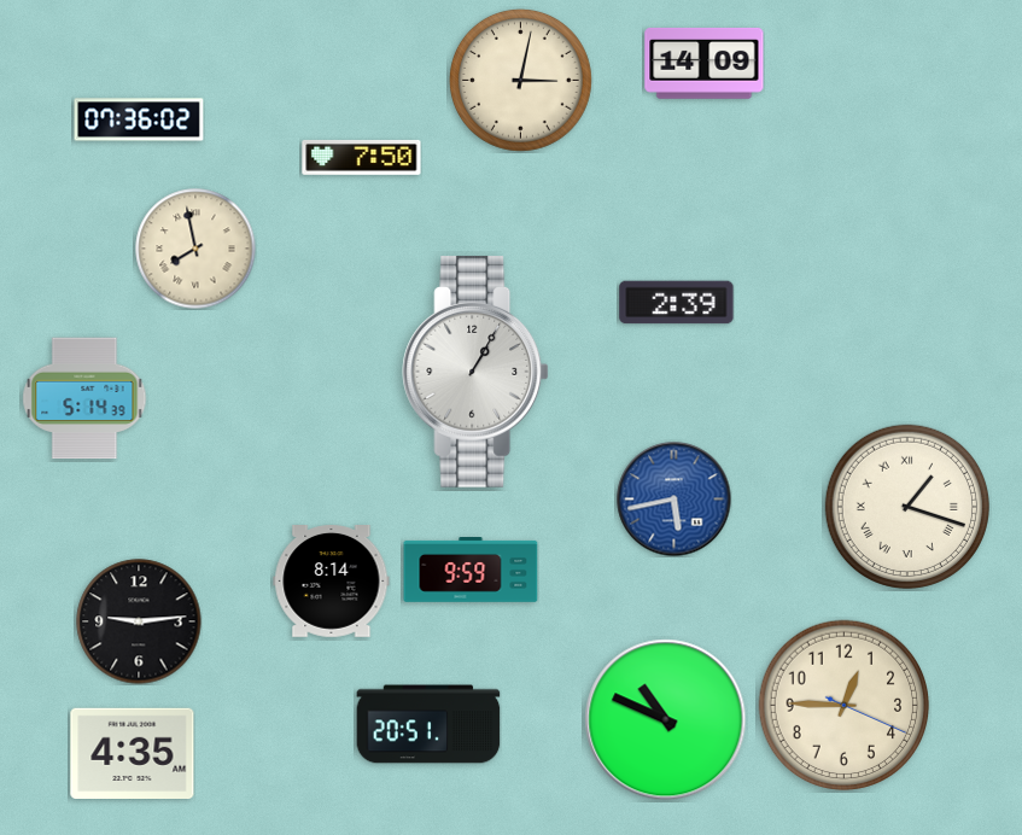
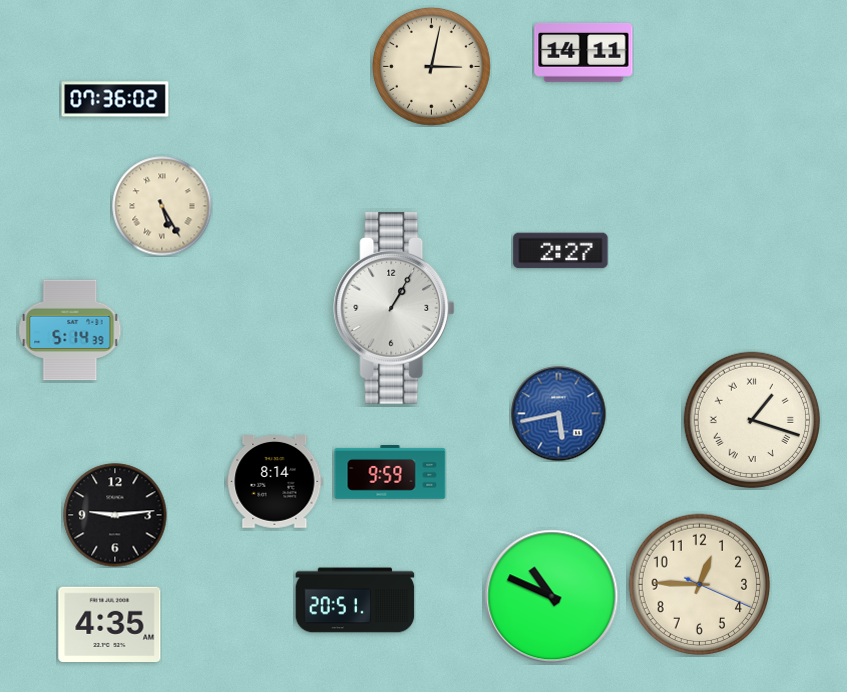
clock at (705, 63): 14:09 -> 14:11
clock at (362, 157): 7:50 -> none
clock at (195, 249): 7:58 -> 5:25
clock at (677, 303): 2:39 -> 2:27
